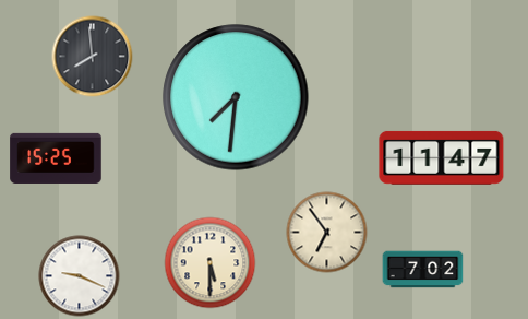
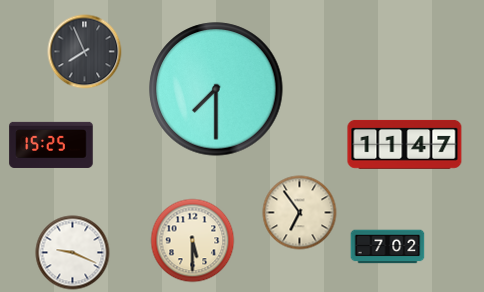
clock at (93, 57): 7:59 -> 7:56
clock at (236, 97): 7:31 -> 7:30
